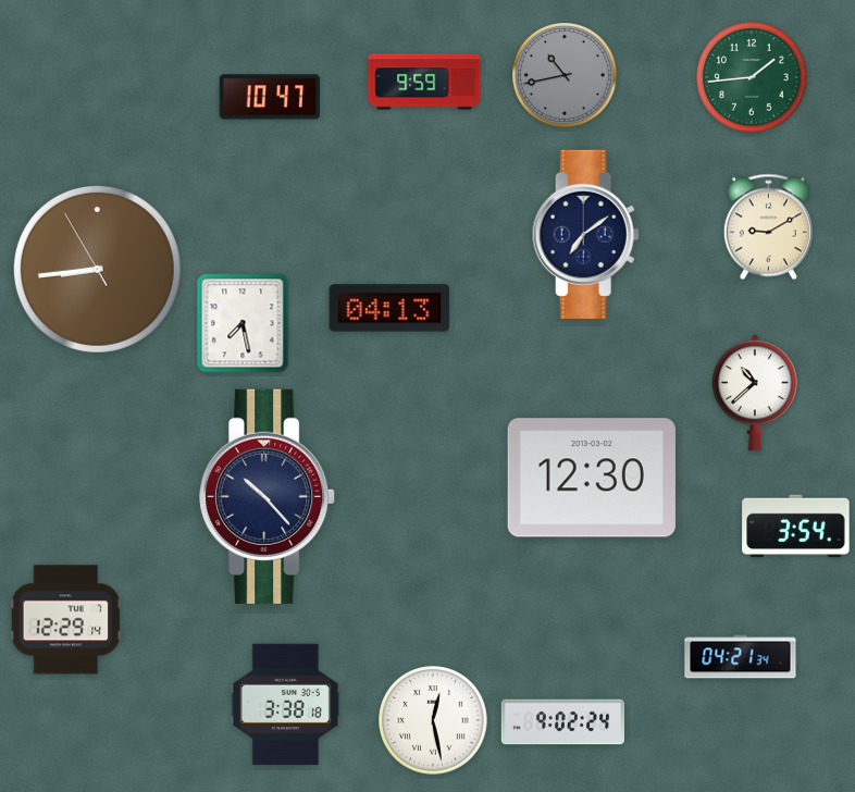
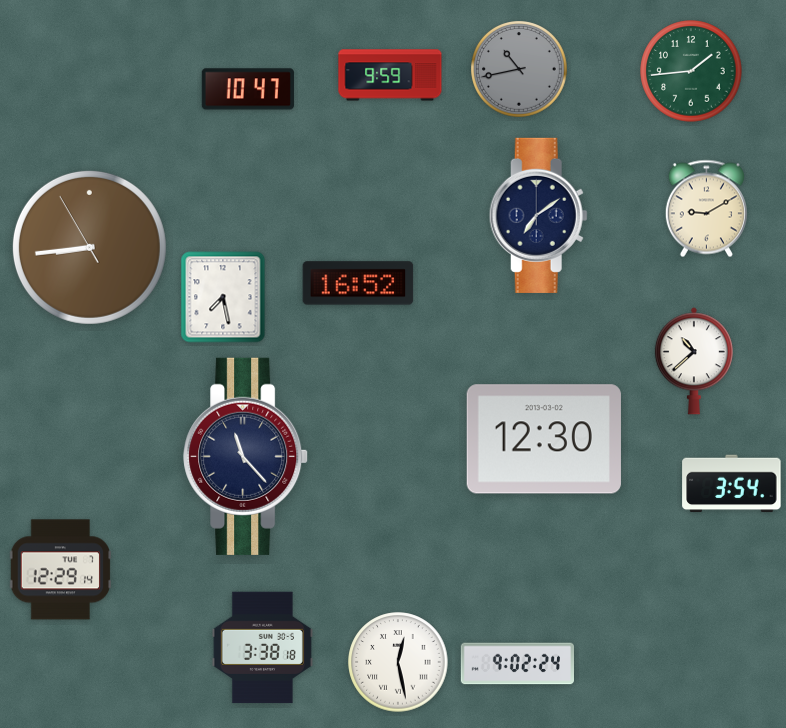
clock at (389, 308): 04:13 -> 16:52
clock at (268, 496): 10:23 -> 11:23
clock at (741, 657): 04:21 -> none
